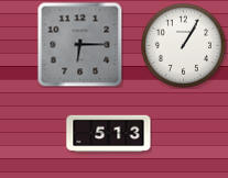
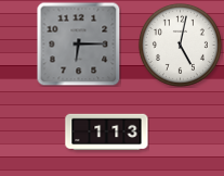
clock at (183, 45): 1:05 -> 5:02
clock at (109, 134): 5:13 -> 1:13
